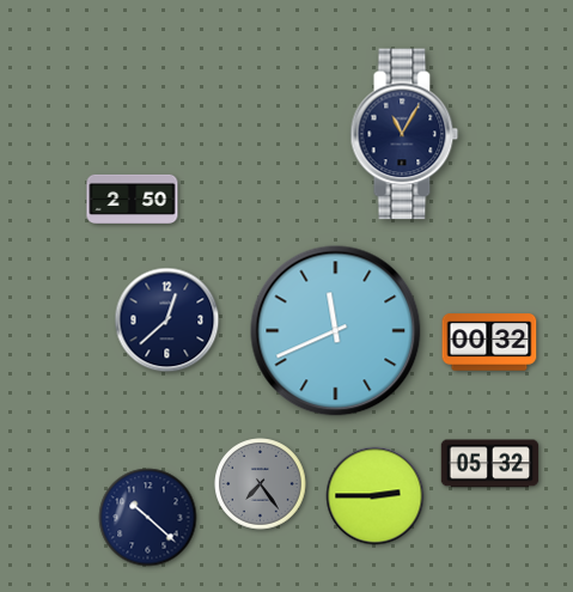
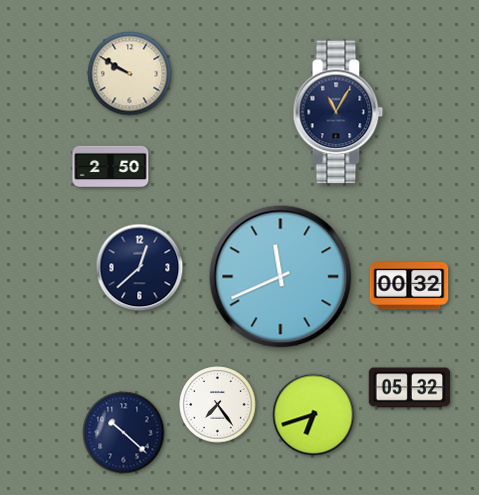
clock at (130, 74): none -> 9:50
clock at (261, 484) dial: grey -> white
clock at (376, 496): 2:45 -> 6:42
